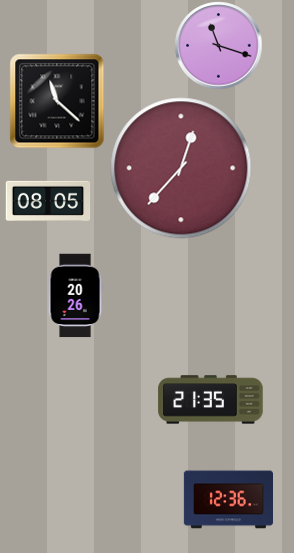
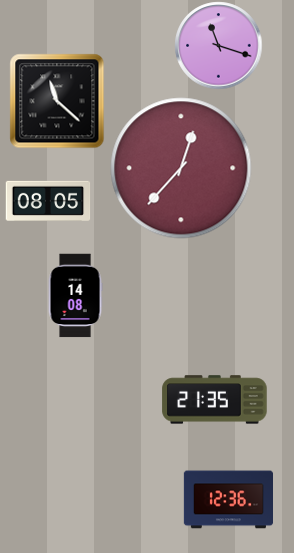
clock at (75, 295): 20:26 -> 14:08
clock at (211, 400) position: (211, 400) -> (215, 400)
